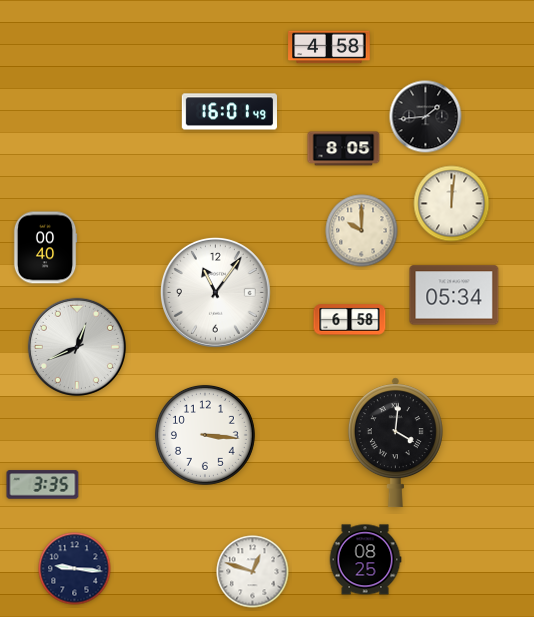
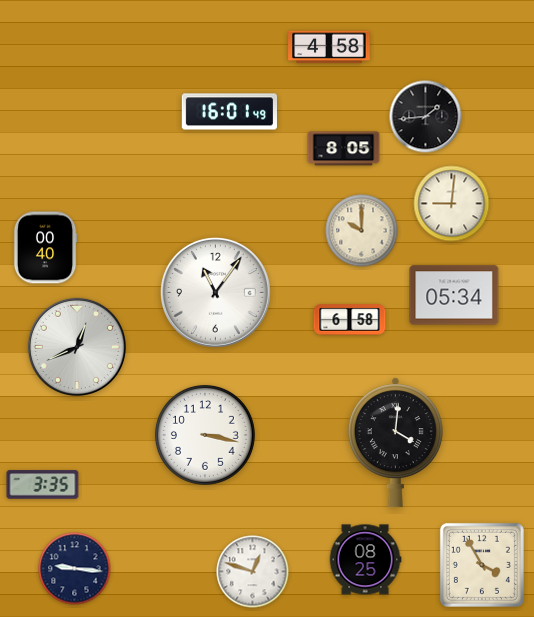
clock at (452, 204): 12:01 -> 9:01
clock at (205, 435): 3:16 -> 3:17
clock at (482, 565): none -> 3:55
